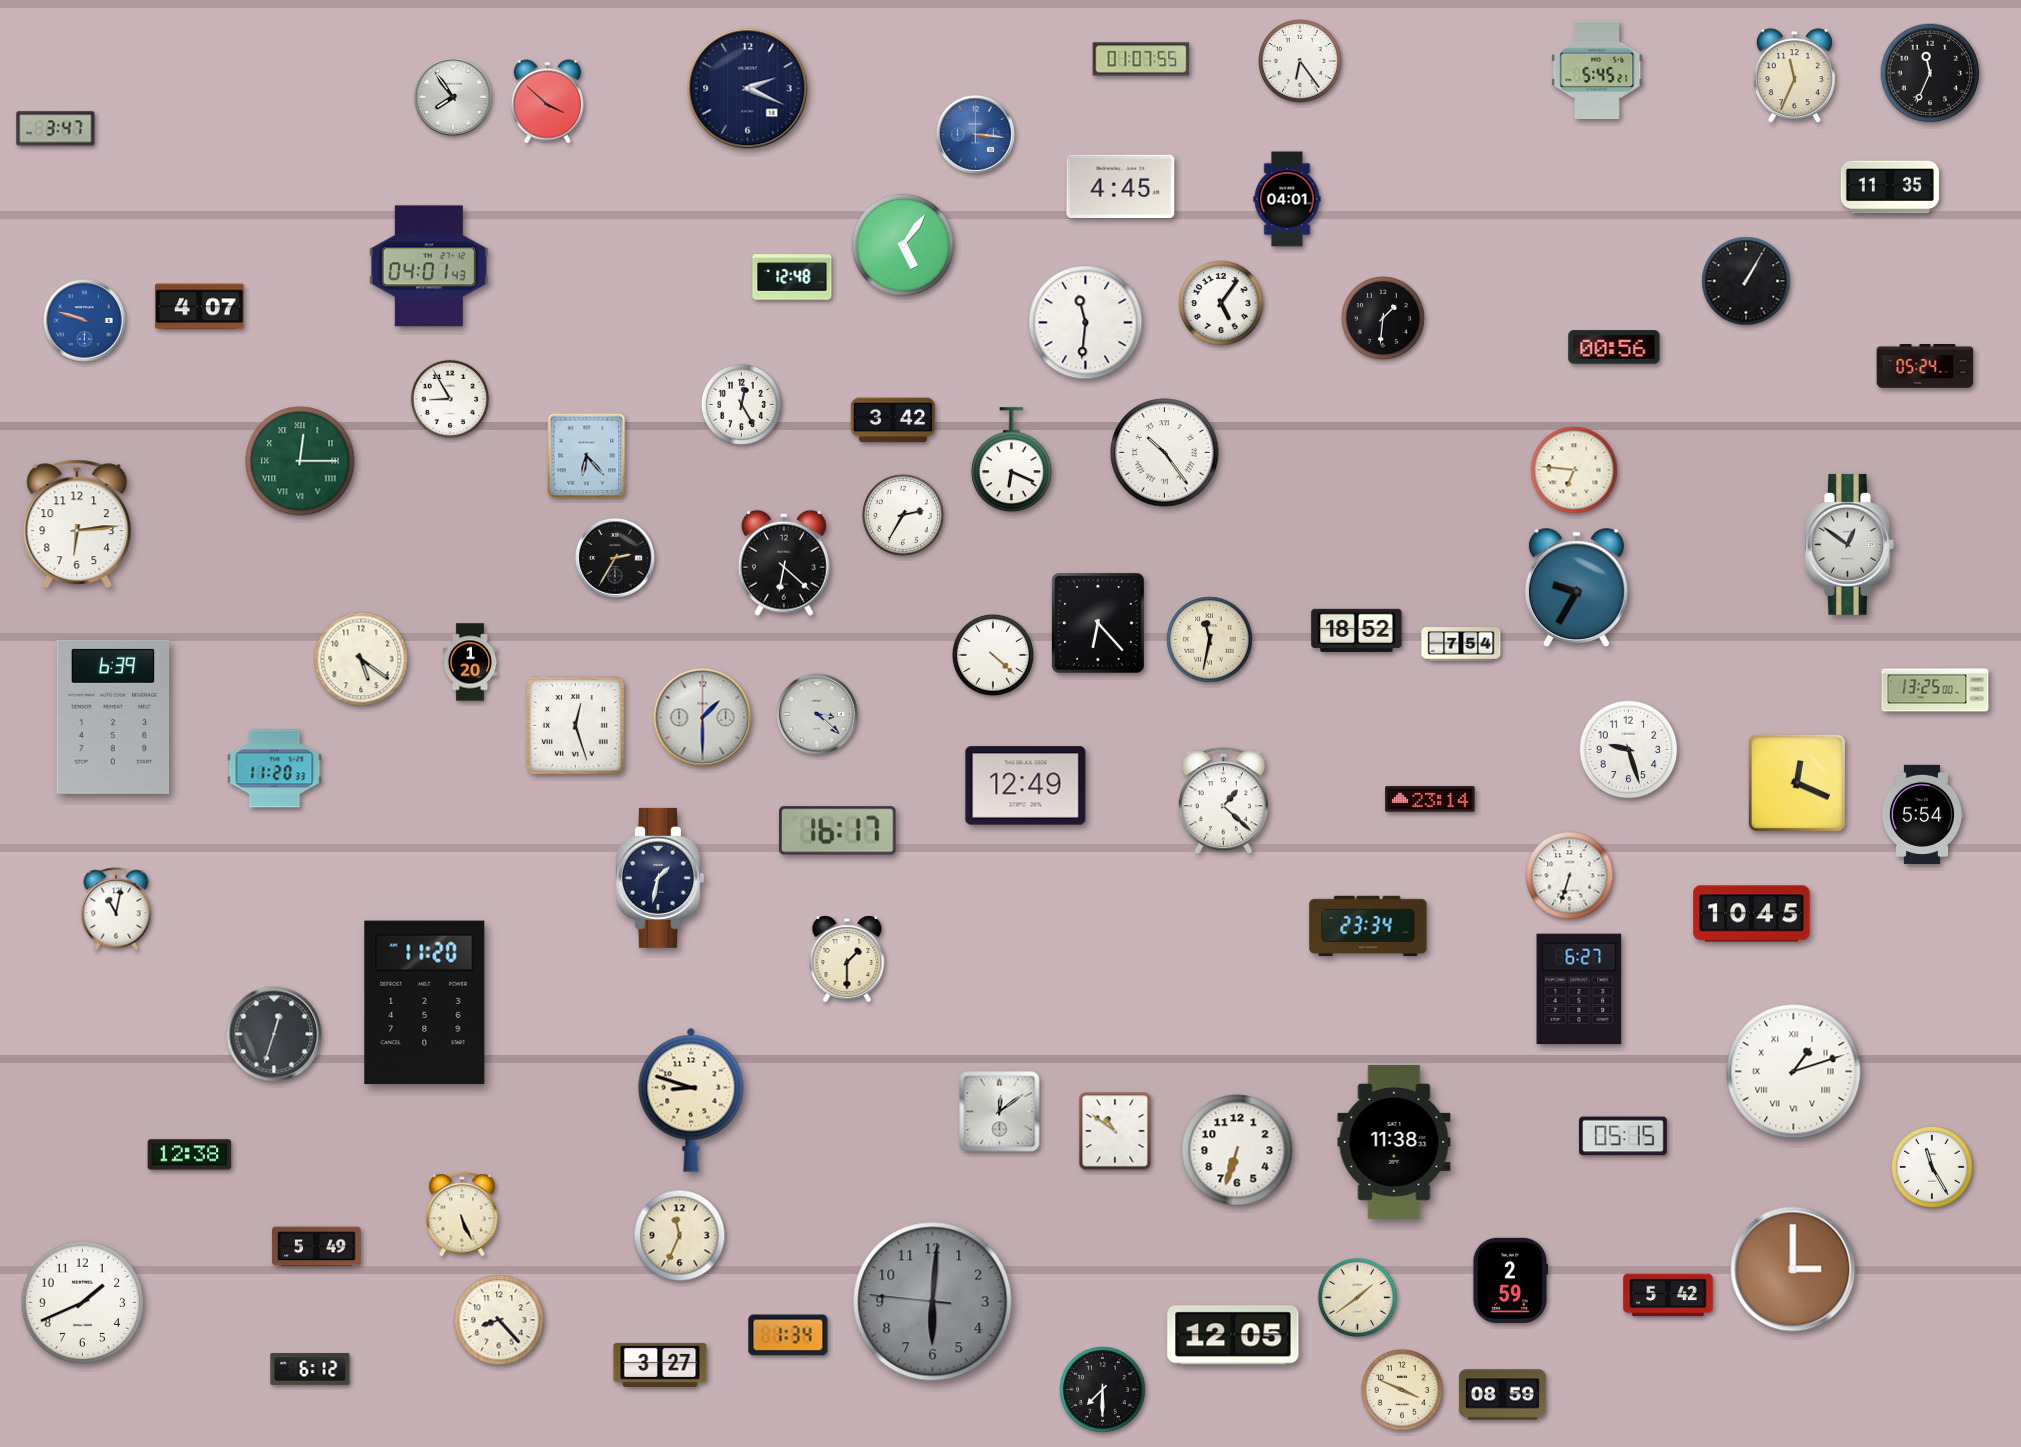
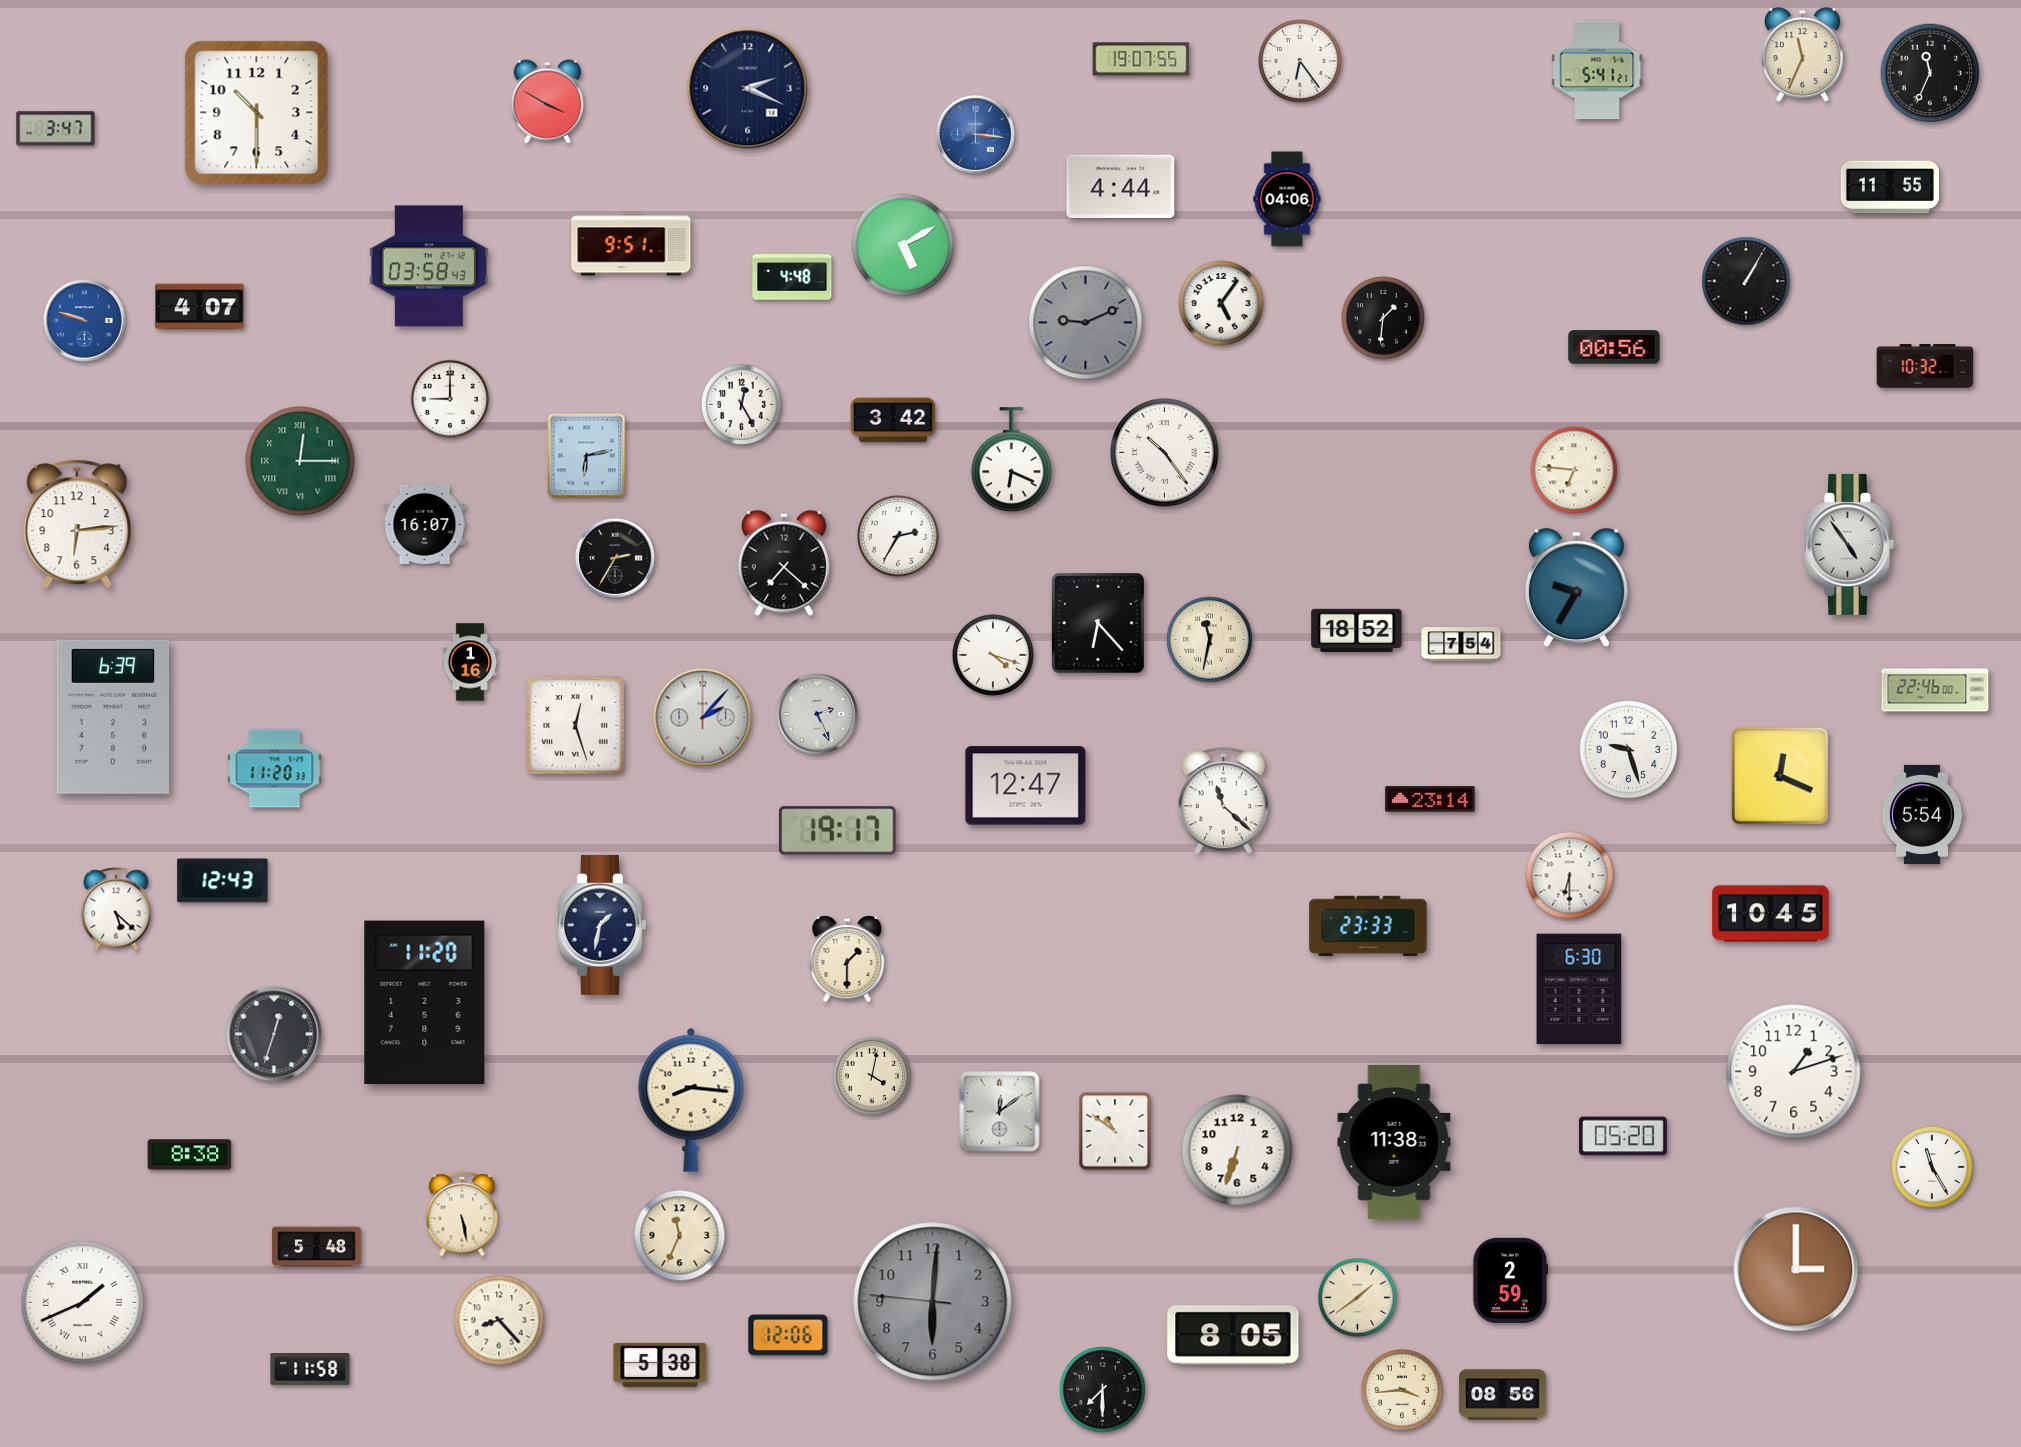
clock at (1141, 59): 01:07 -> 19:07
clock at (1597, 69): 5:45 -> 5:41
clock at (1794, 76) position: (1794, 76) -> (1802, 55)
clock at (453, 97): 7:54 -> none
clock at (547, 102): 3:52 -> 3:50
clock at (257, 113): none -> 10:30
clock at (1121, 187): 4:45 -> 4:44
clock at (1890, 187): 11:35 -> 11:55
clock at (1287, 199): 04:01 -> 04:06
clock at (631, 244): none -> 9:51
clock at (903, 245): 5:06 -> 5:10
clock at (429, 266): 04:01 -> 03:58
clock at (792, 277): 12:48 -> 4:48
clock at (1086, 323): 11:31 -> 9:11
clock at (1086, 323) dial: white -> grey
clock at (1925, 366): 05:24 -> 10:32
clock at (449, 398): 8:55 -> 9:00
clock at (587, 456): 6:23 -> 6:13
clock at (903, 515) position: (903, 515) -> (898, 536)
clock at (425, 524): none -> 16:07
clock at (1849, 544): 12:51 -> 4:54
clock at (784, 563): 6:22 -> 7:22
clock at (993, 655): 4:22 -> 4:18
clock at (361, 659): 5:21 -> none
clock at (470, 662): 1:20 -> 1:16
clock at (1935, 690): 13:25 -> 22:46
clock at (817, 714): 3:22 -> 2:26
clock at (703, 718): 1:30 -> 2:07
clock at (1797, 783) position: (1797, 783) -> (1780, 776)
clock at (1026, 786): 12:49 -> 12:47
clock at (1223, 801): 1:22 -> 11:22
clock at (838, 831): 16:17 -> 19:17
clock at (1570, 876): 6:33 -> 6:30
clock at (659, 878) position: (659, 878) -> (601, 925)
clock at (223, 881): none -> 12:43
clock at (116, 909): 11:02 -> 5:22
clock at (1752, 914) position: (1752, 914) -> (1771, 914)
clock at (1368, 926): 23:34 -> 23:33
clock at (1579, 989): 6:27 -> 6:30
clock at (1794, 1072) numerals: Roman -> Arabic
clock at (871, 1075): none -> 4:02
clock at (691, 1100): 8:48 -> 8:16
clock at (1624, 1136): 05:15 -> 05:20
clock at (190, 1155): 12:38 -> 8:38
clock at (462, 1214): 5:26 -> 5:28
clock at (317, 1247): 5:49 -> 5:48
clock at (1793, 1269) position: (1793, 1269) -> (1796, 1269)
clock at (1668, 1295): 5:42 -> none
clock at (83, 1303) numerals: Arabic -> Roman
clock at (788, 1335): 1:34 -> 12:06
clock at (1233, 1335): 12:05 -> 8:05
clock at (660, 1365): 3:27 -> 5:38
clock at (310, 1370): 6:12 -> 11:58
clock at (1402, 1390): 3:49 -> 3:44
clock at (1502, 1395): 08:59 -> 08:56
